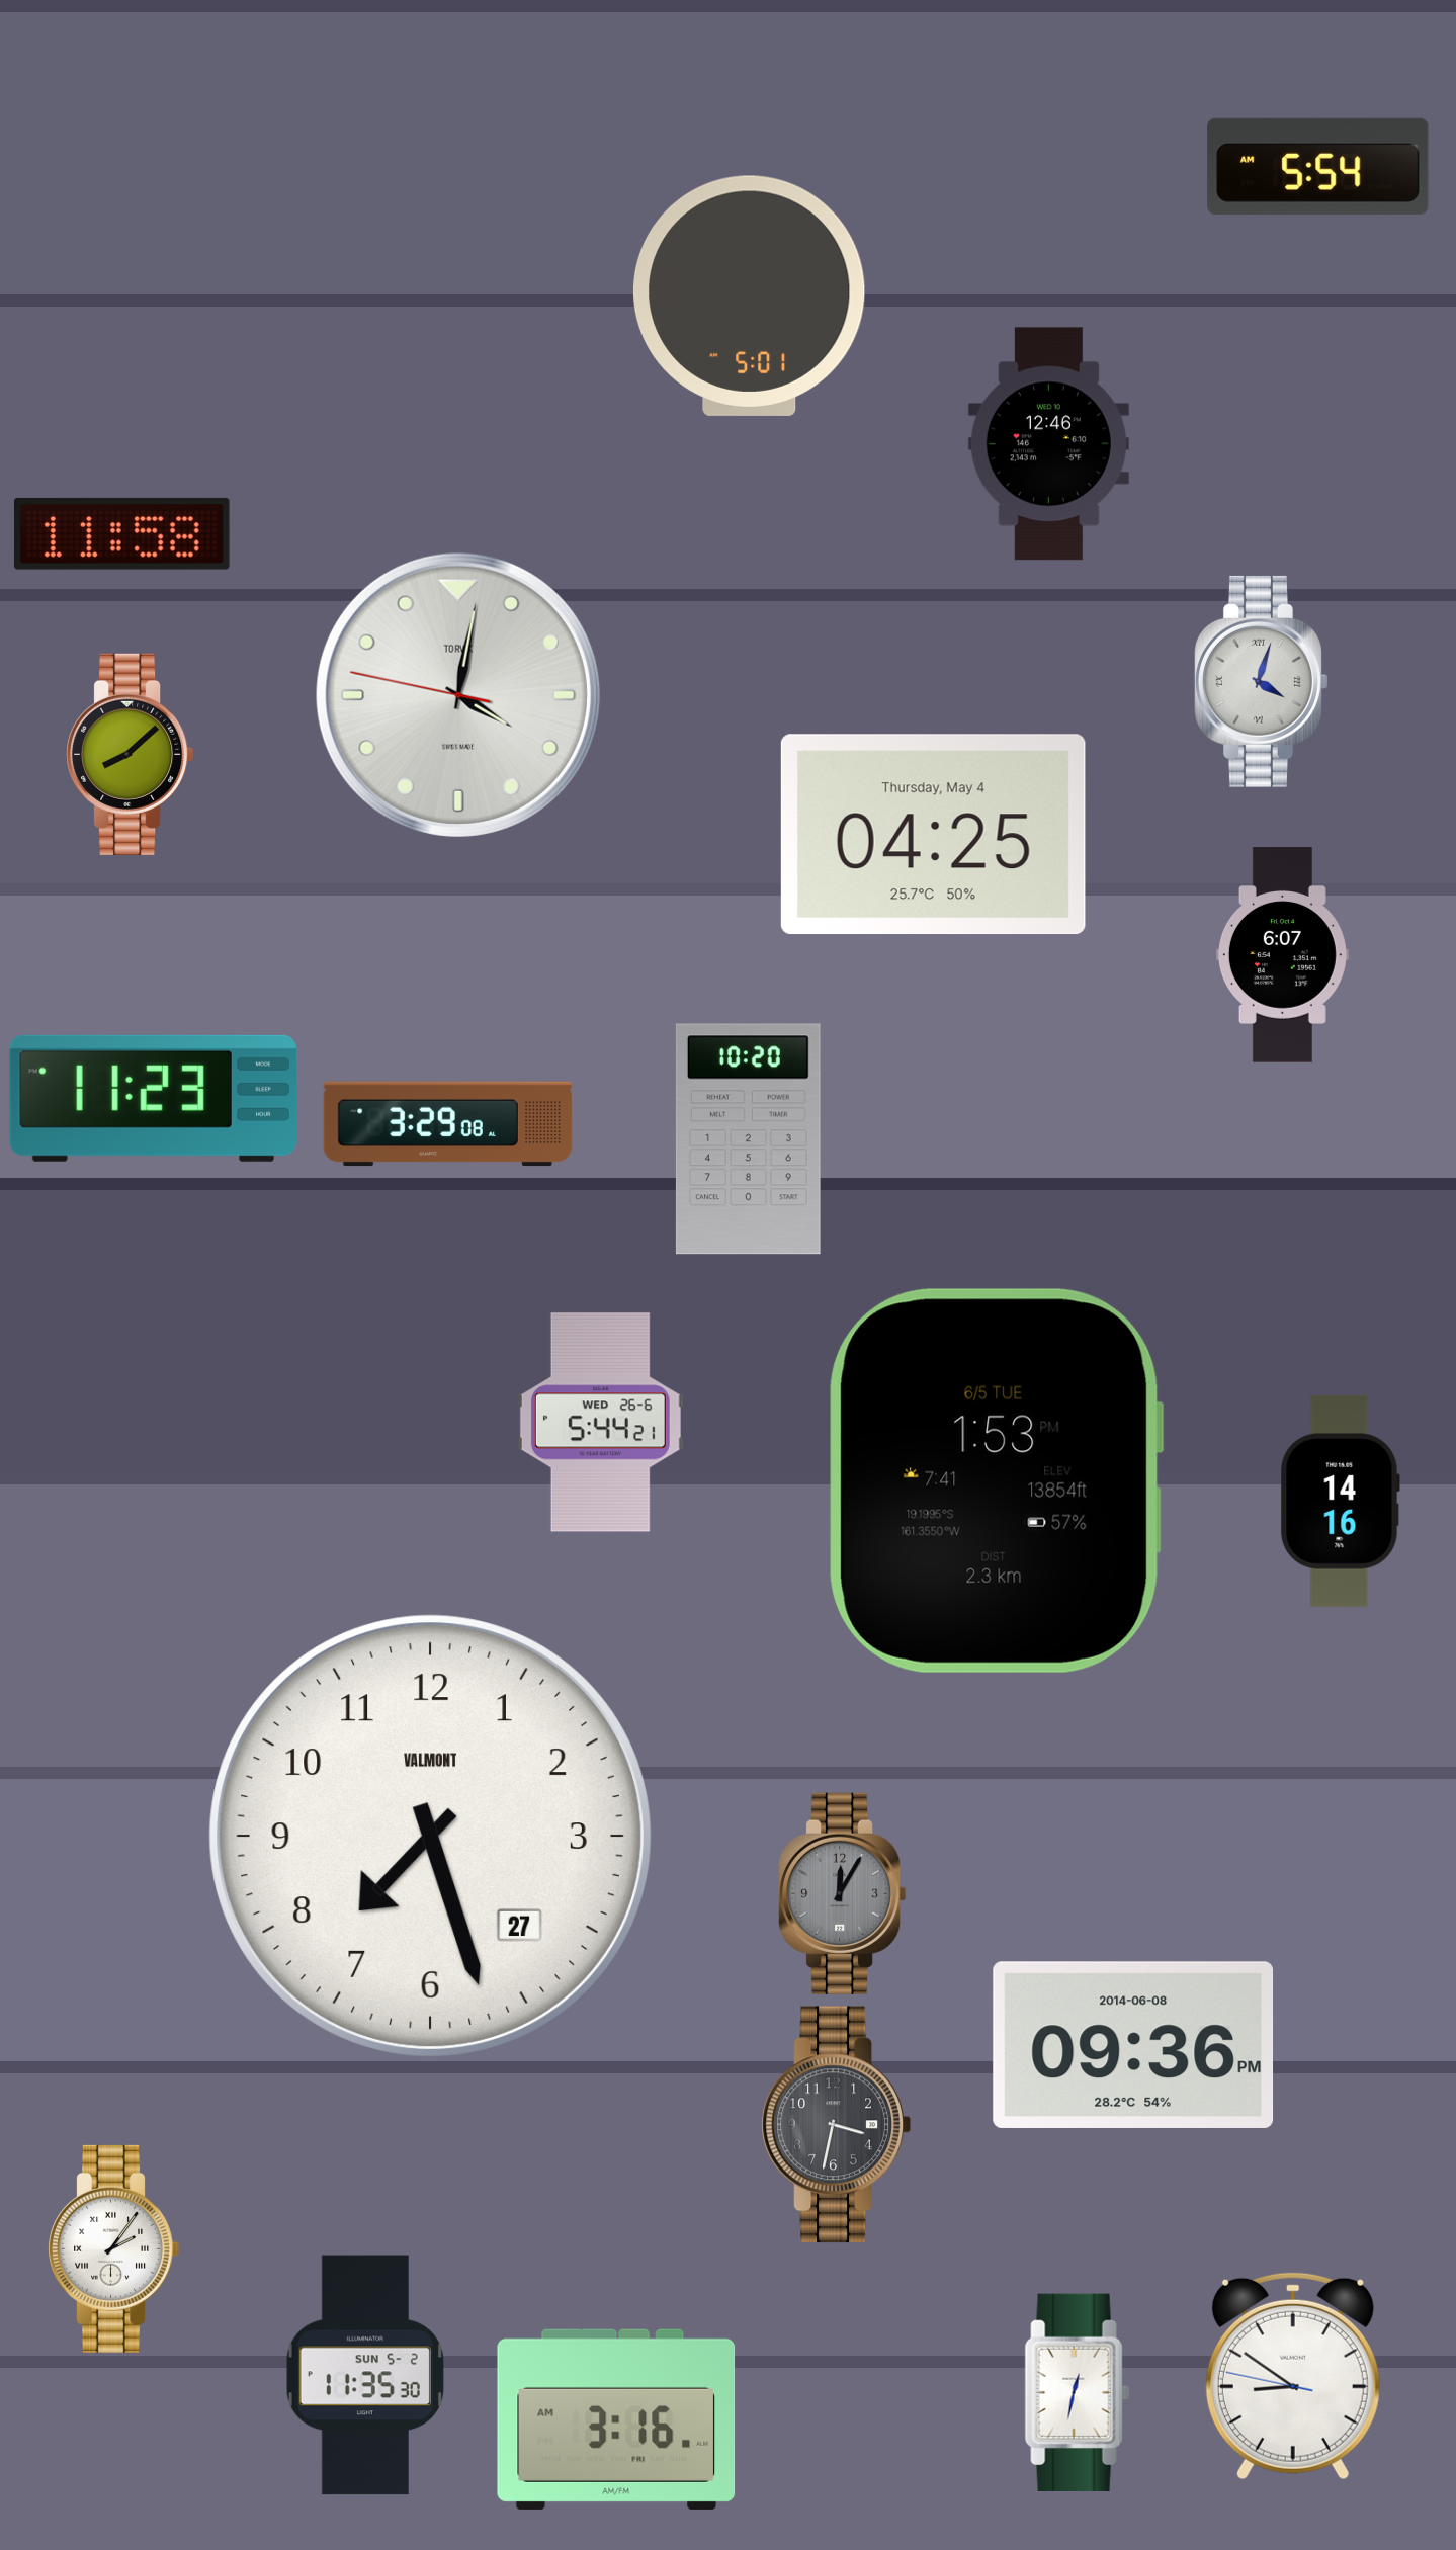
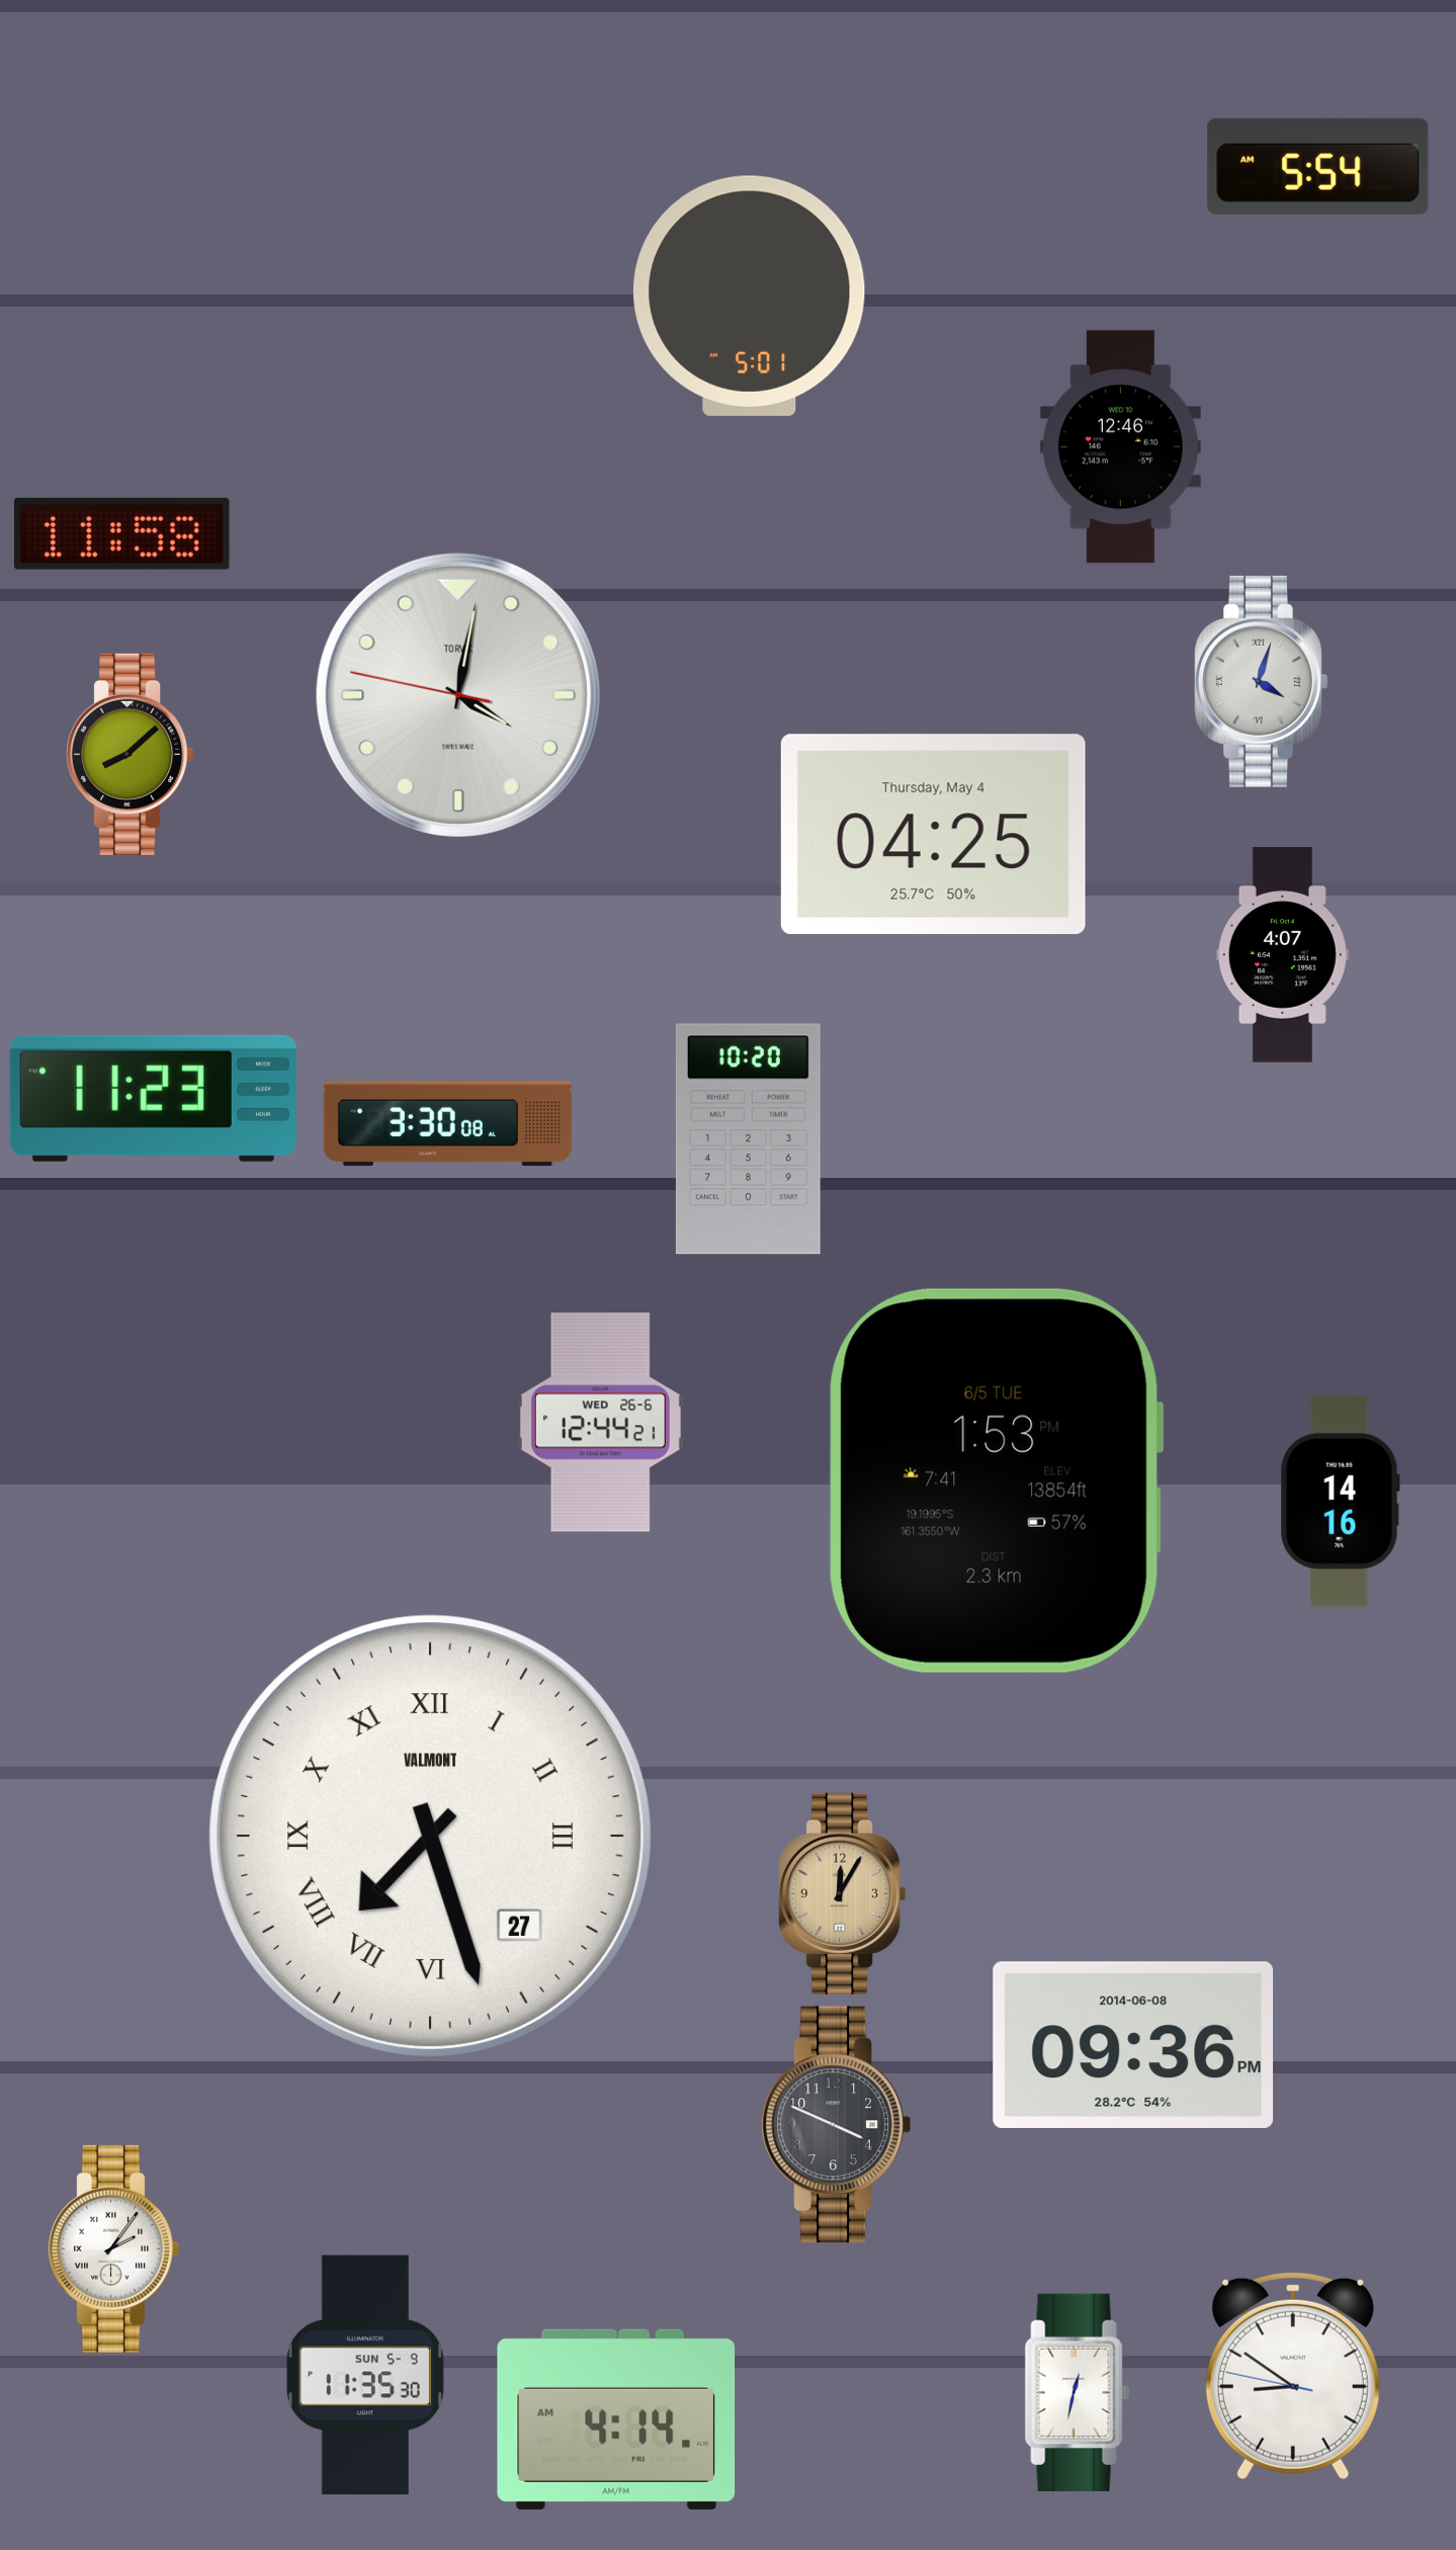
clock at (1048, 444) position: (1048, 444) -> (1120, 447)
clock at (1282, 955): 6:07 -> 4:07
clock at (447, 1124): 3:29 -> 3:30
clock at (600, 1423): 5:44 -> 12:44
clock at (430, 1836) numerals: Arabic -> Roman
clock at (843, 1893) dial: grey -> champagne
clock at (836, 2125): 3:32 -> 3:49
clock at (365, 2375) date: SUN 5-2 -> SUN 5-9
clock at (616, 2419): 3:16 -> 4:14
